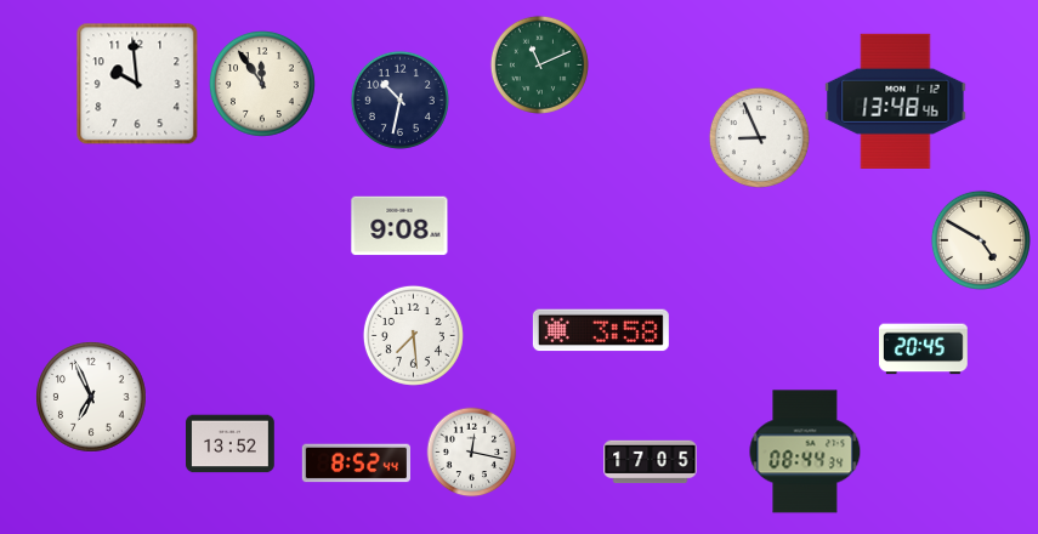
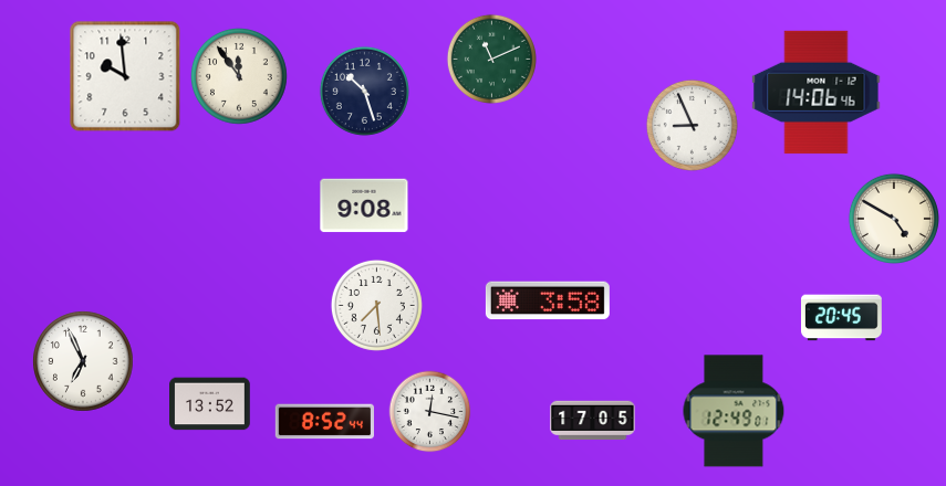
clock at (399, 100): 10:32 -> 10:27
clock at (896, 101): 13:48 -> 14:06
clock at (805, 451): 08:44 -> 12:49
